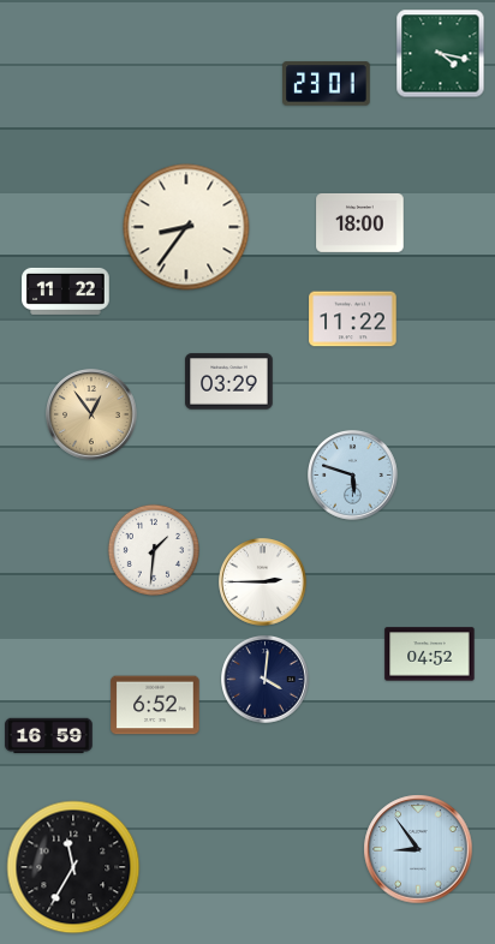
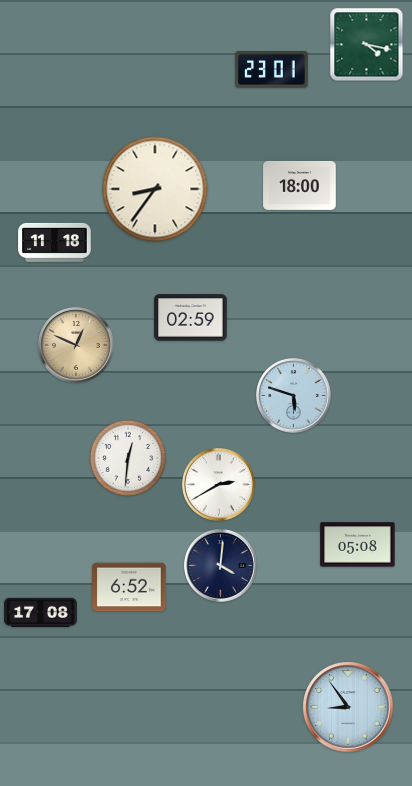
clock at (66, 291): 11:22 -> 11:18
clock at (353, 319): 11:22 -> none
clock at (229, 382): 03:29 -> 02:59
clock at (93, 416): 12:54 -> 12:49
clock at (154, 550): 1:31 -> 12:31
clock at (263, 582): 2:45 -> 2:40
clock at (430, 655): 04:52 -> 05:08
clock at (49, 736): 16:59 -> 17:08
clock at (73, 867): 11:35 -> none
